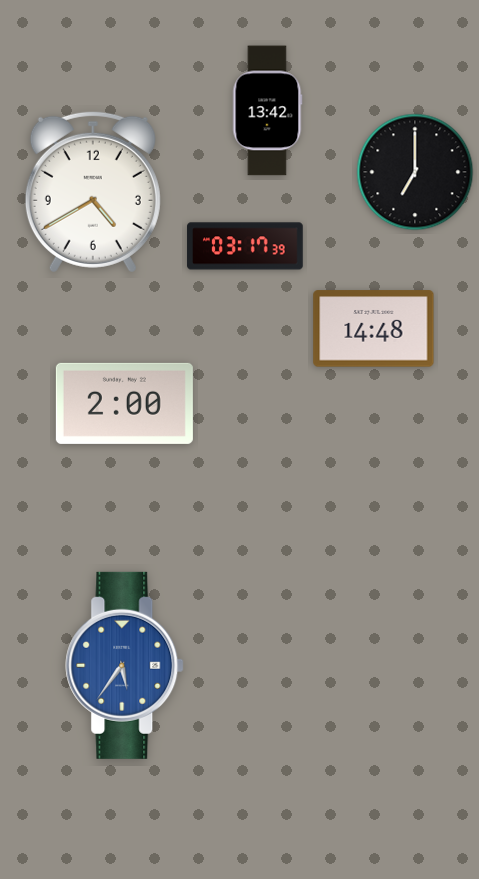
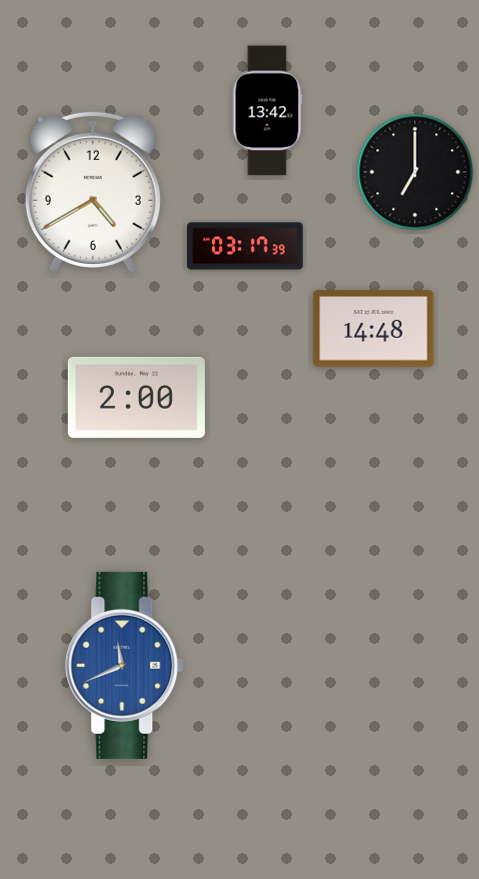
clock at (124, 403) position: (124, 403) -> (136, 397)
clock at (125, 665): 5:36 -> 11:41
